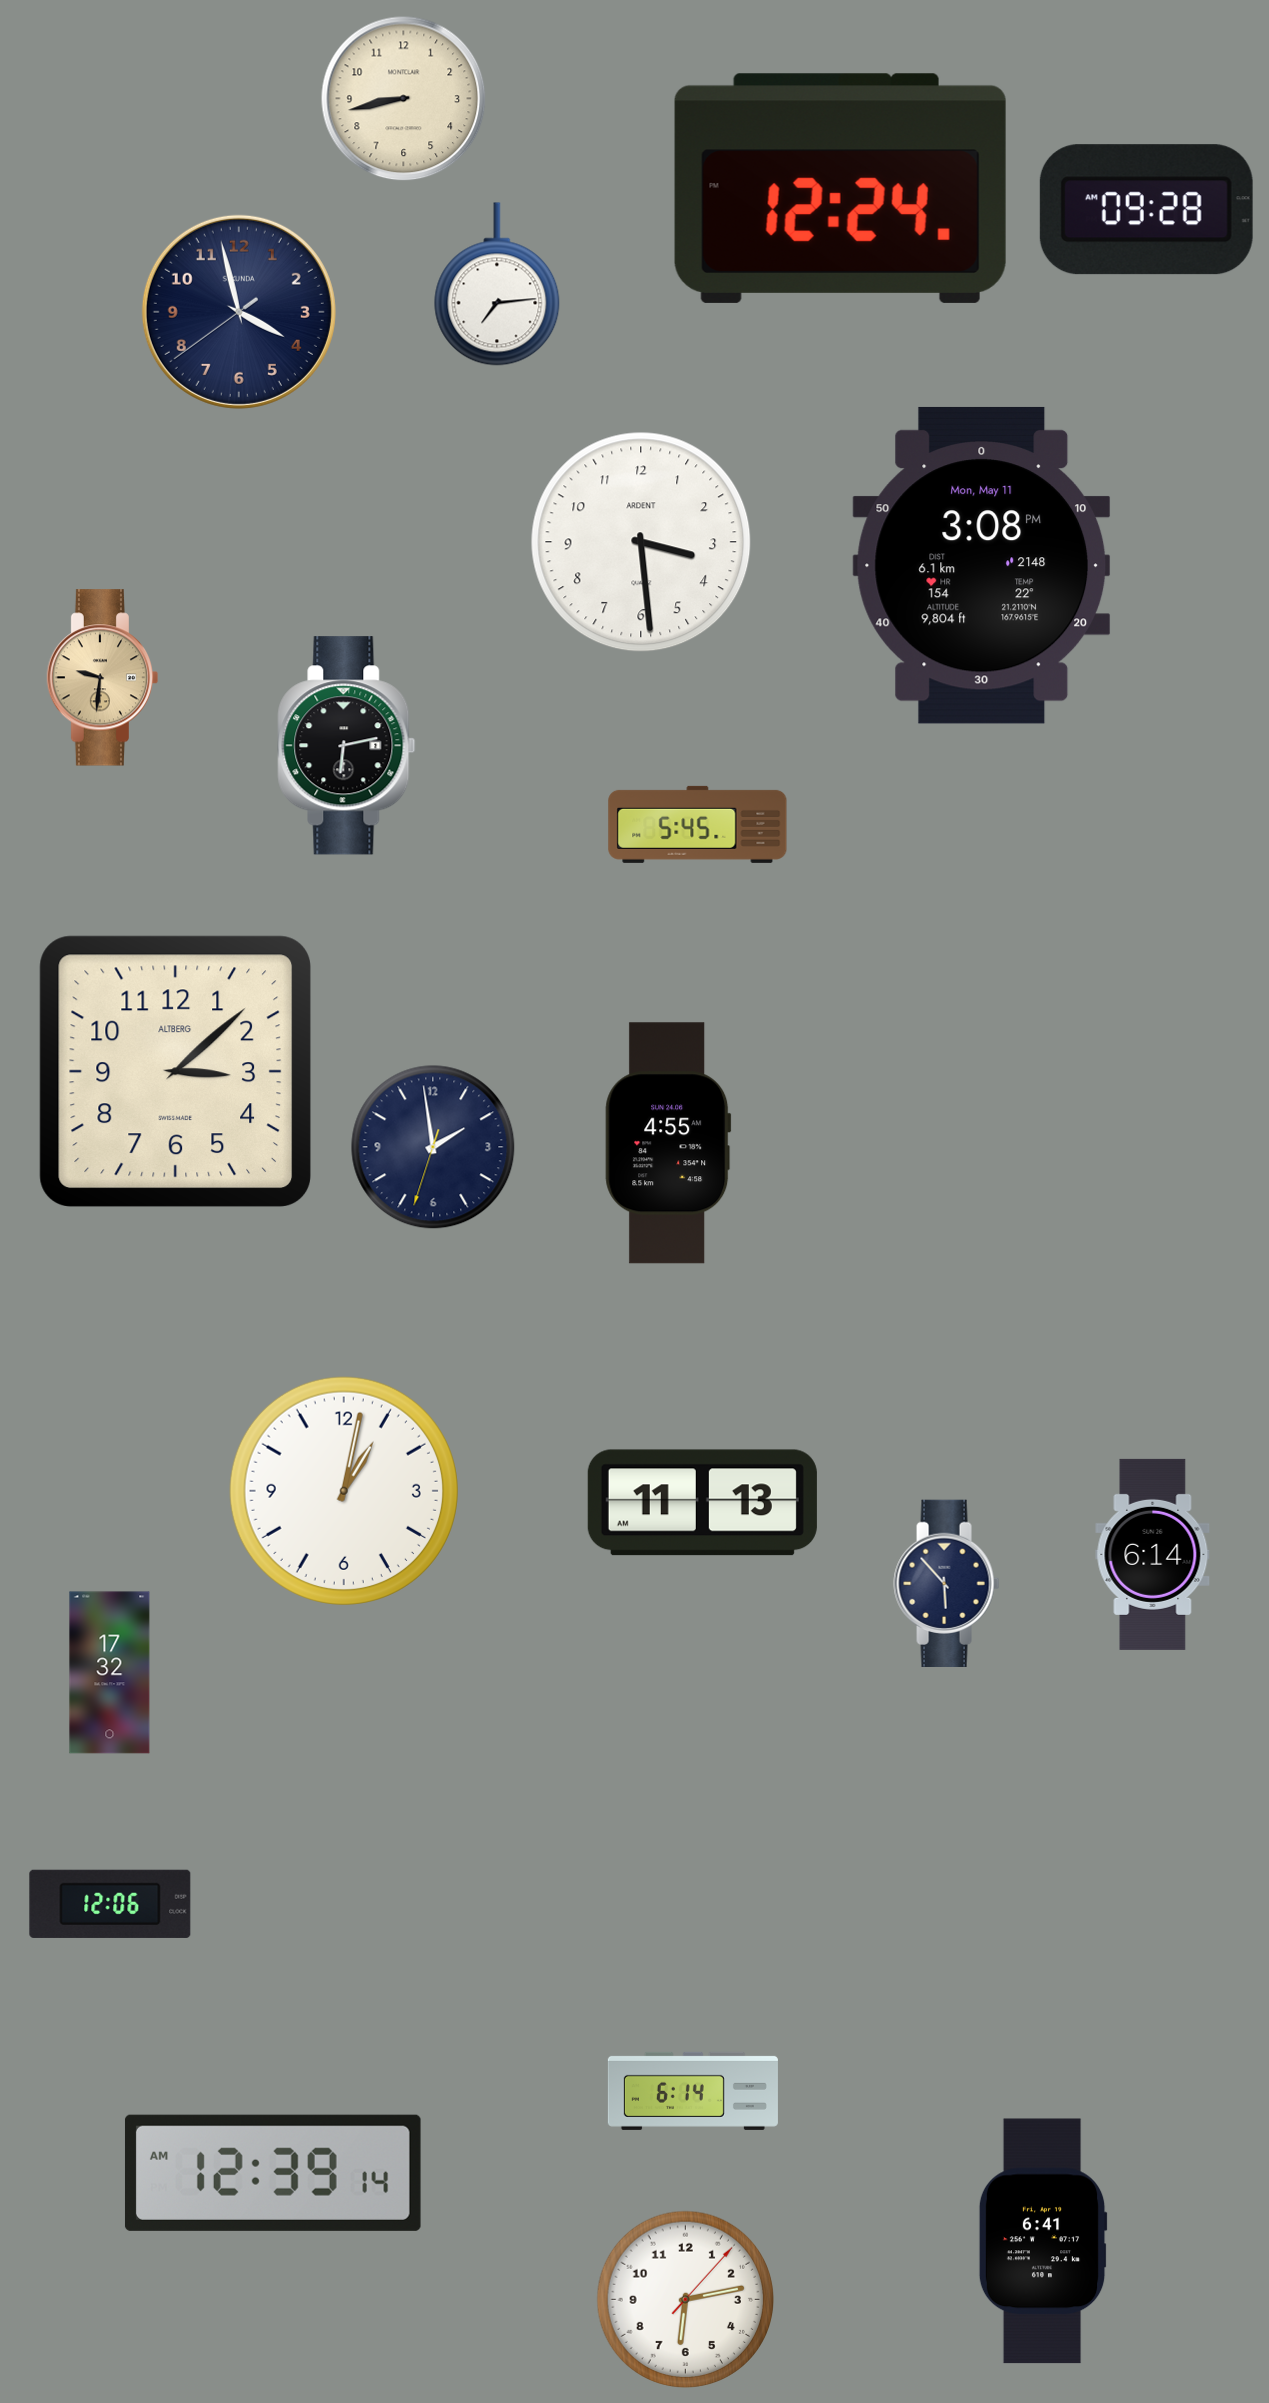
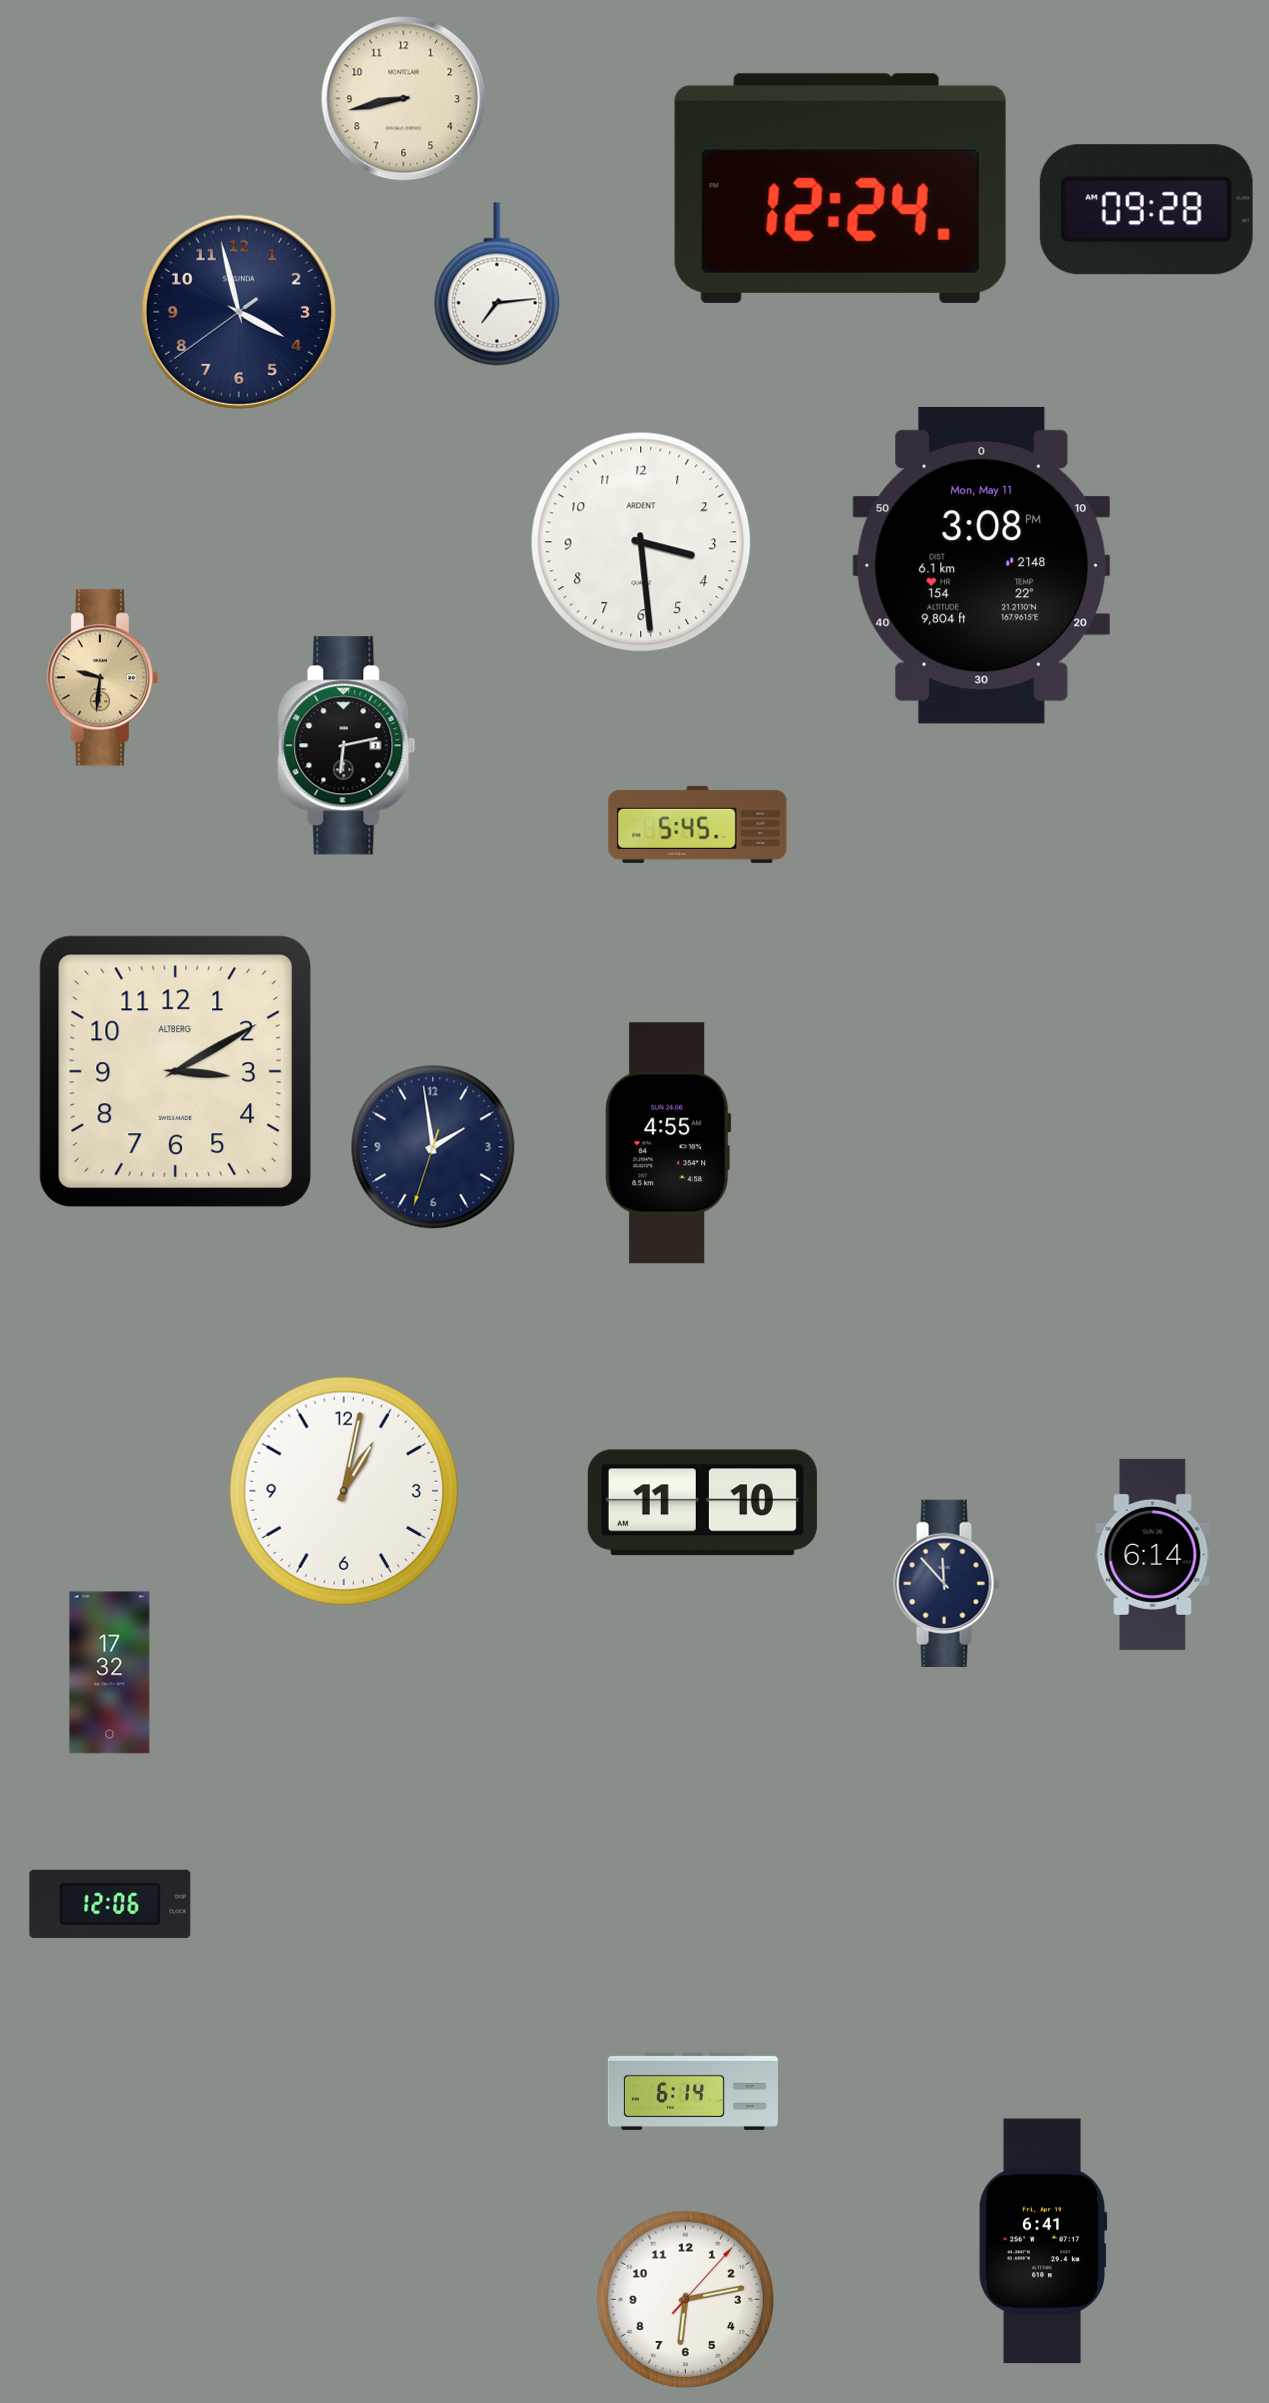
clock at (175, 1071): 3:08 -> 3:10
clock at (702, 1503): 11:13 -> 11:10
clock at (947, 1583): 5:53 -> 11:53
clock at (273, 2173): 12:39 -> none
